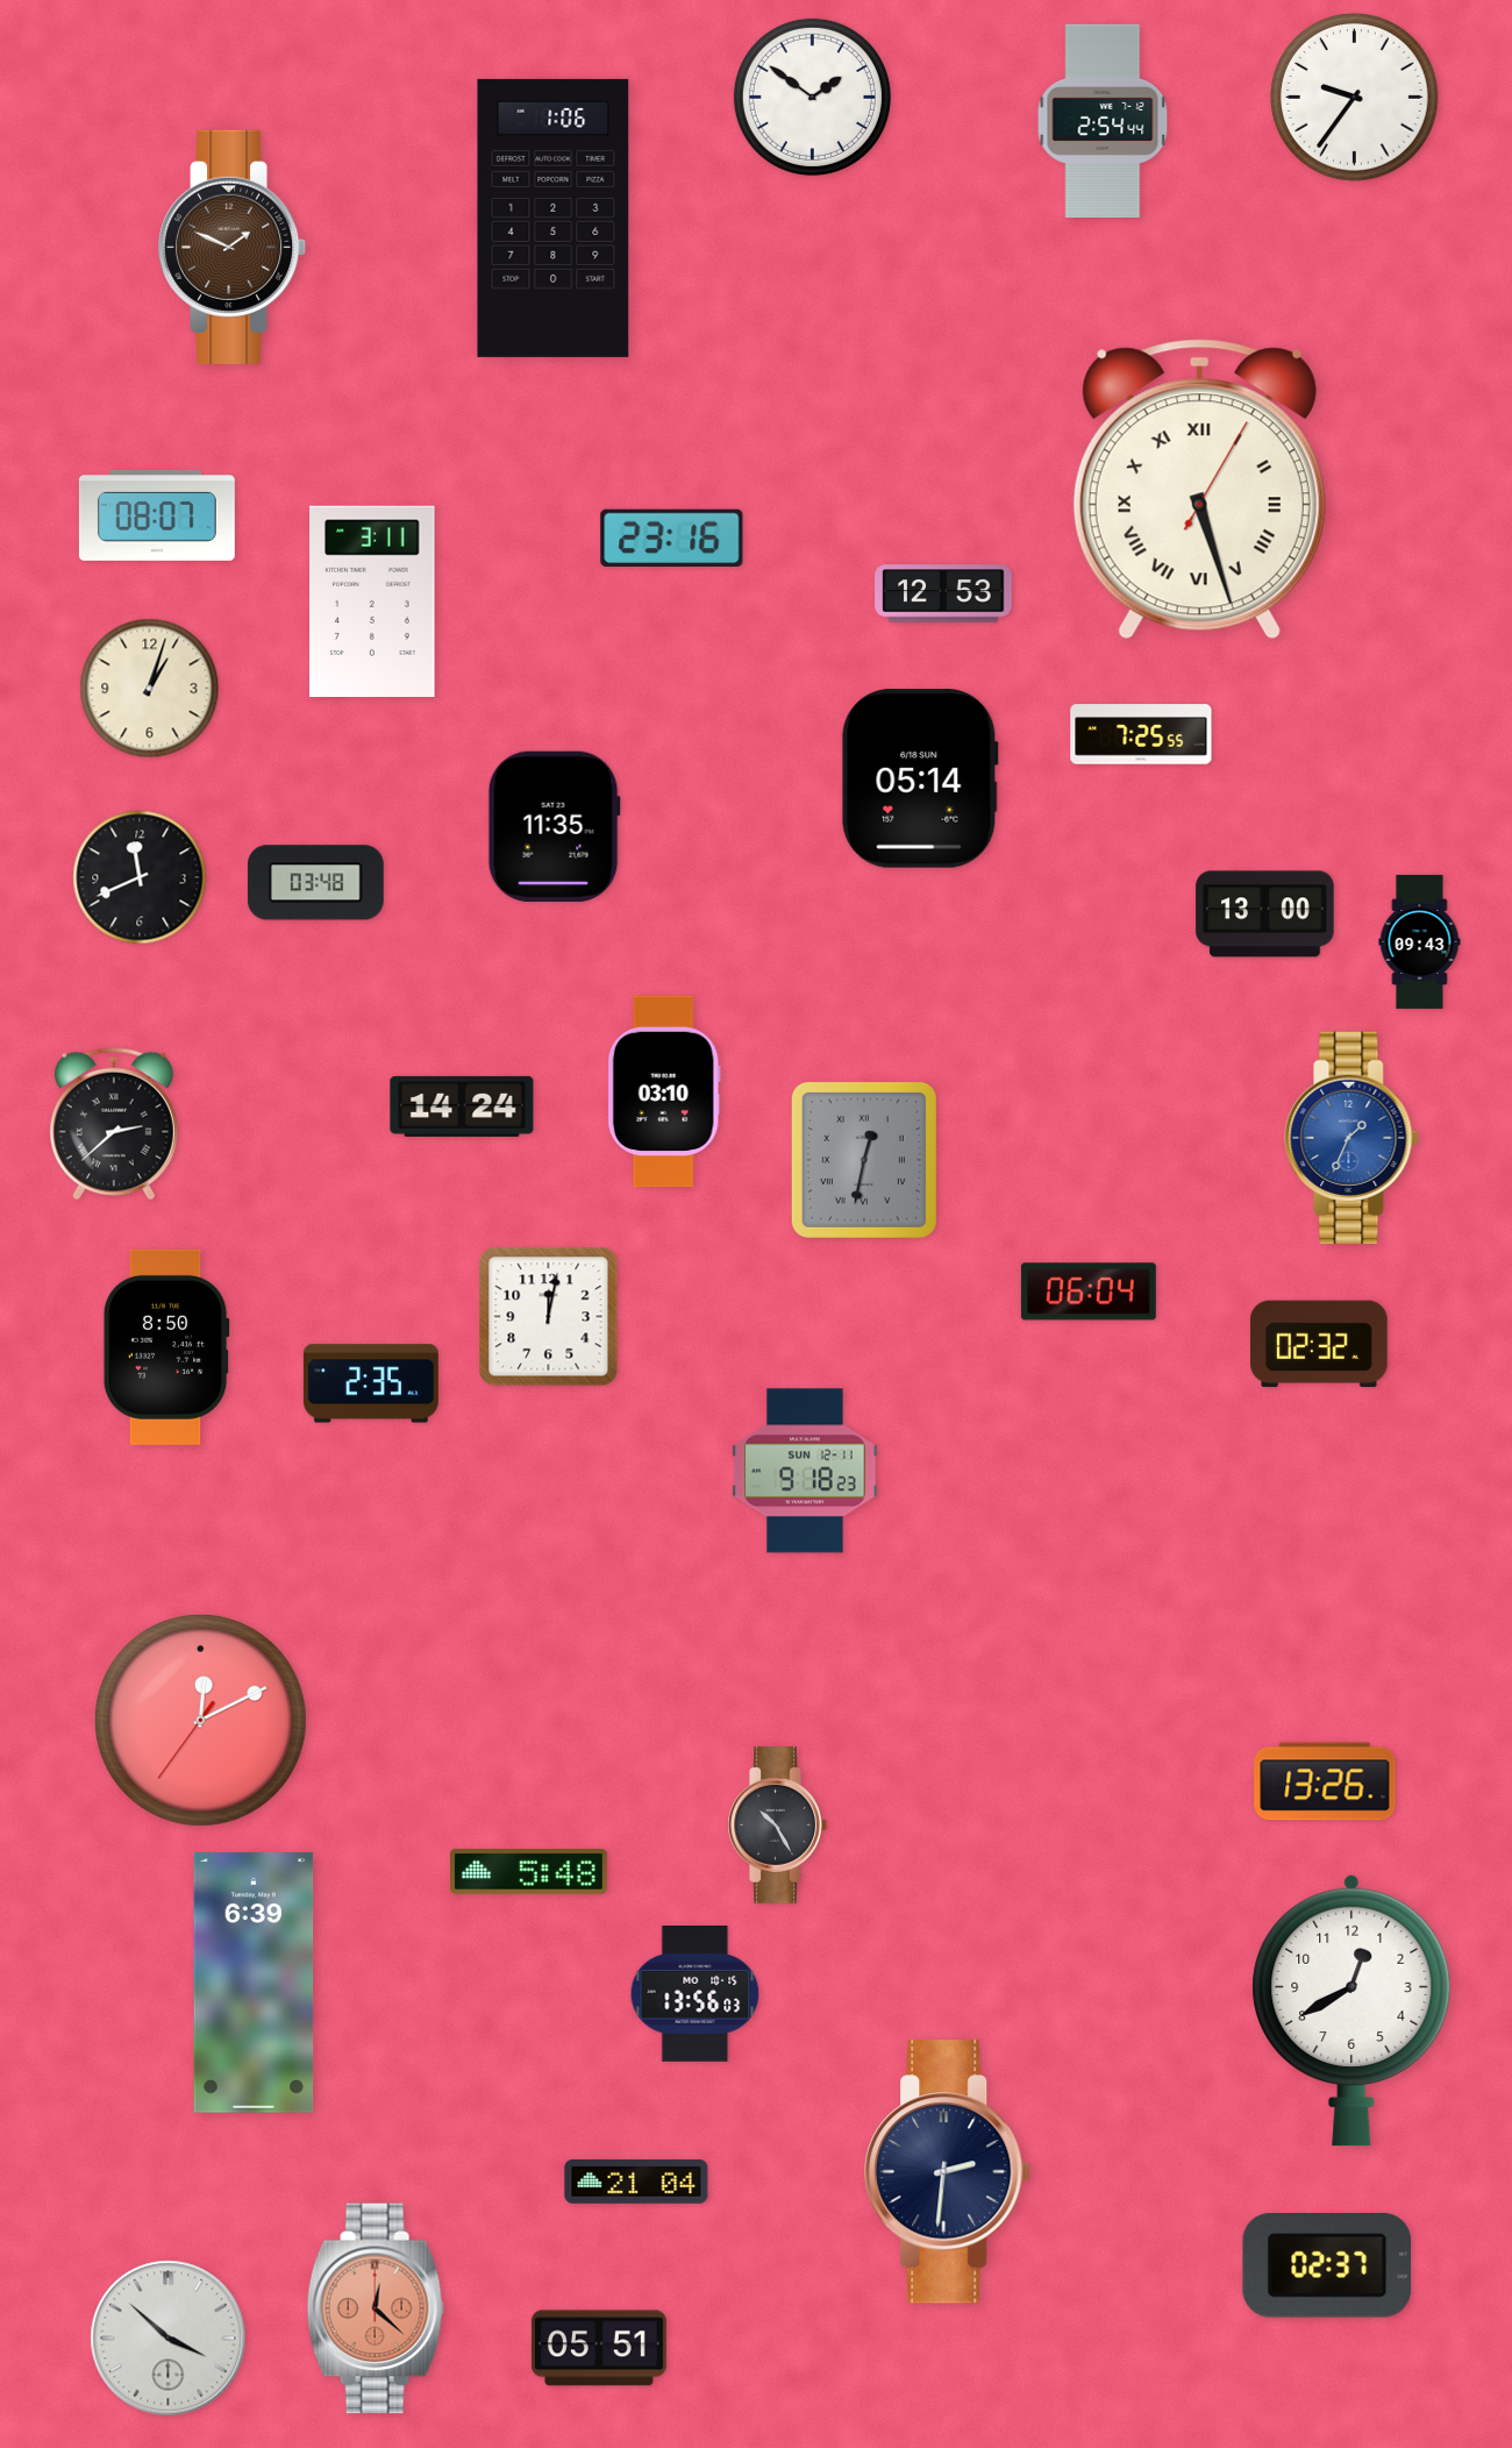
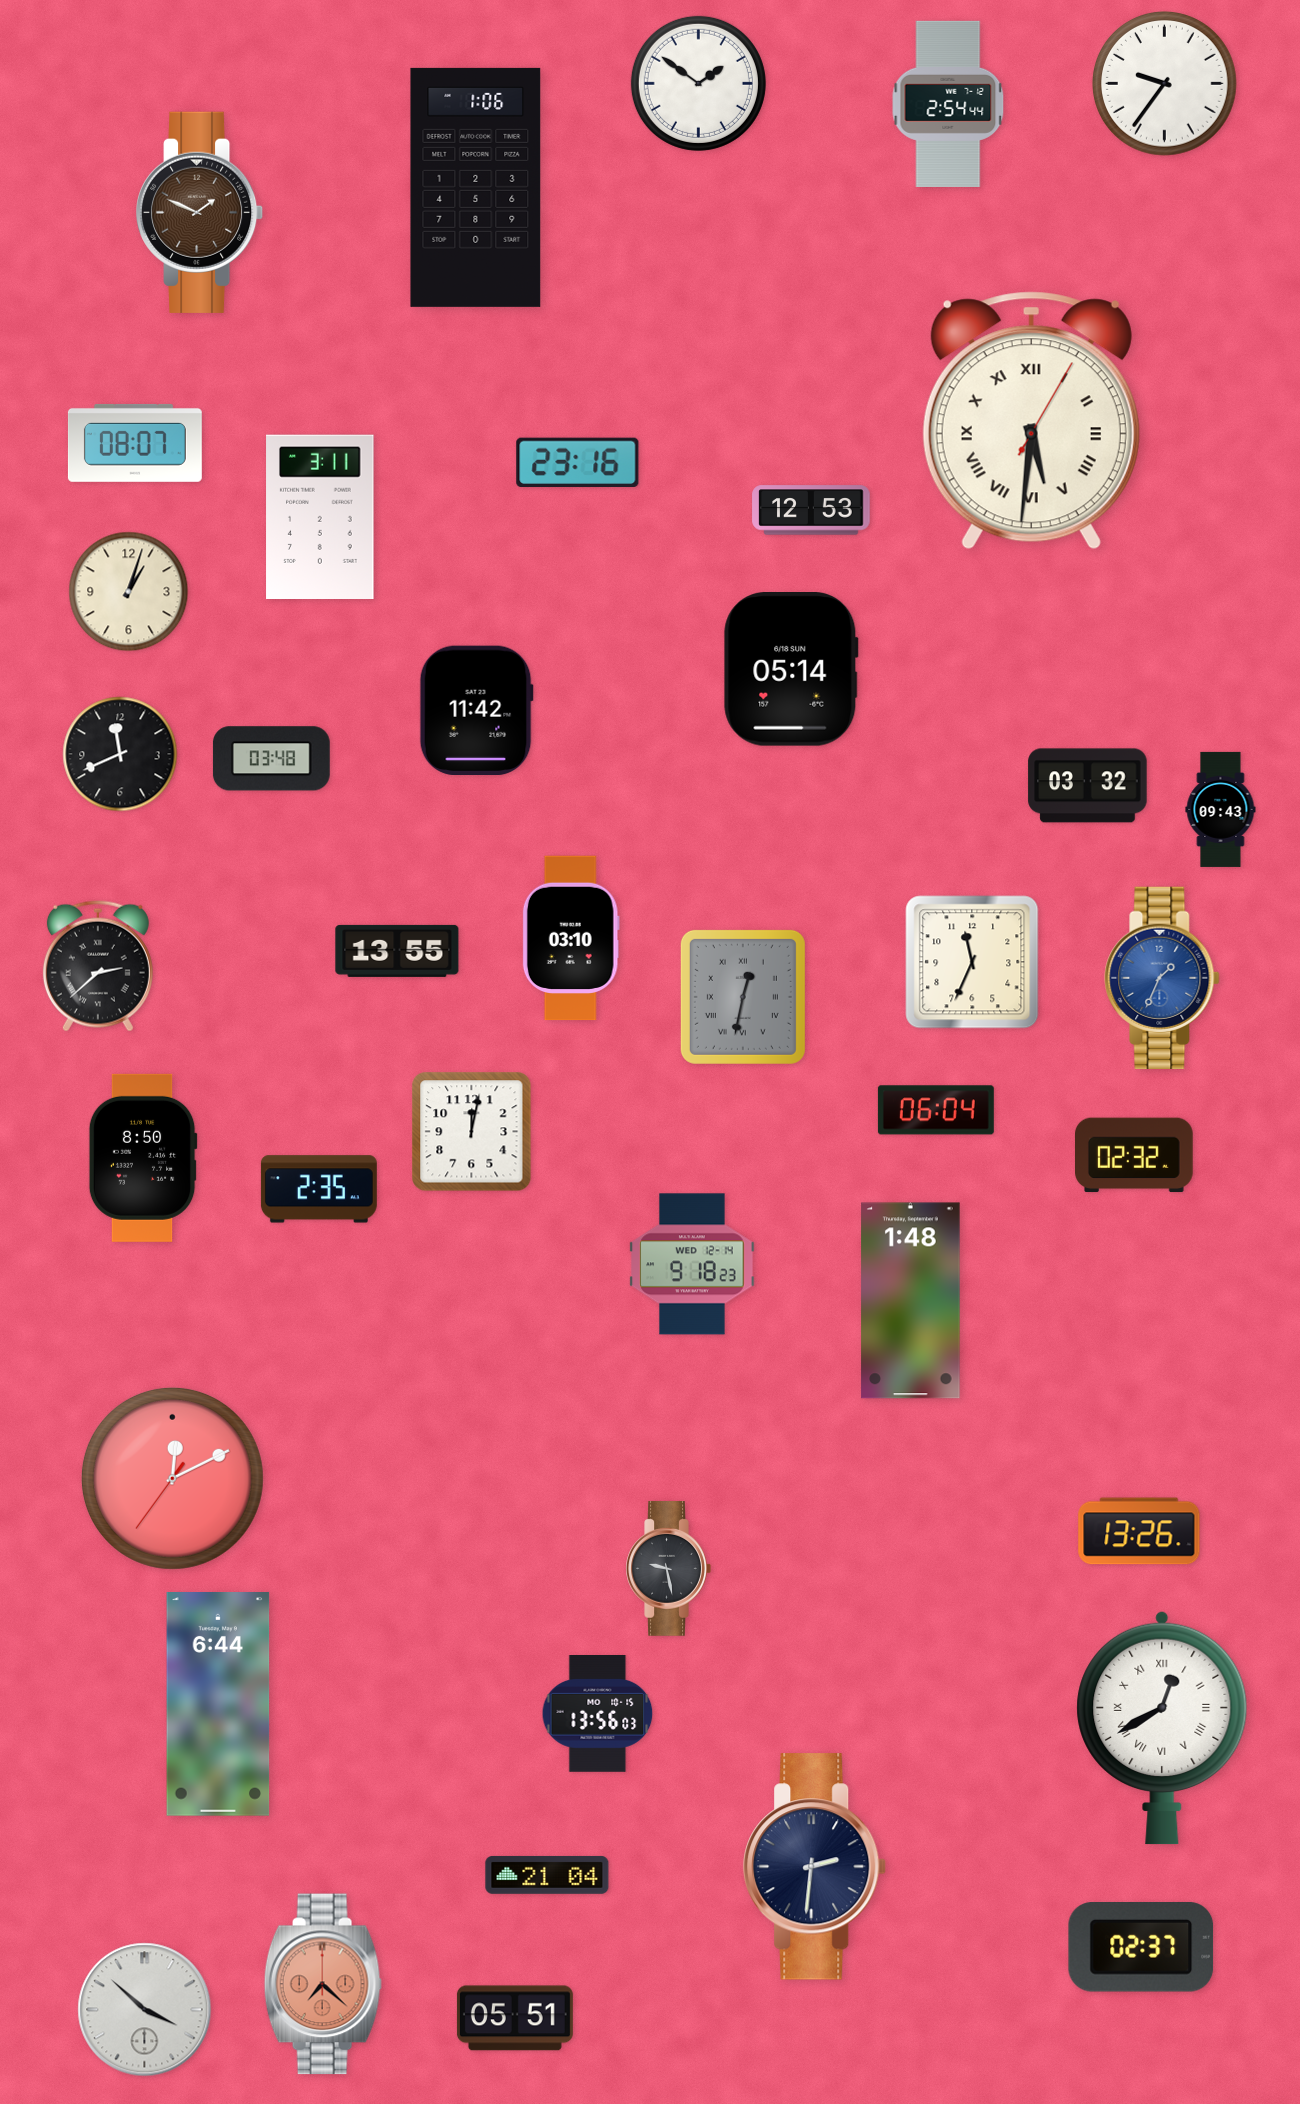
clock at (1199, 490): 5:27 -> 5:31
clock at (1141, 734): 7:25 -> none
clock at (554, 826): 11:35 -> 11:42
clock at (1265, 915): 13:00 -> 03:32
clock at (462, 1106): 14:24 -> 13:55
clock at (972, 962): none -> 11:34
clock at (805, 1471) date: SUN 12-11 -> WED 12-14
clock at (911, 1301): none -> 1:48
clock at (777, 1826): 10:25 -> 9:28
clock at (529, 1872): 5:48 -> none
clock at (254, 1984): 6:39 -> 6:44
clock at (1351, 2011) numerals: Arabic -> Roman
clock at (376, 2308): 12:22 -> 7:22
